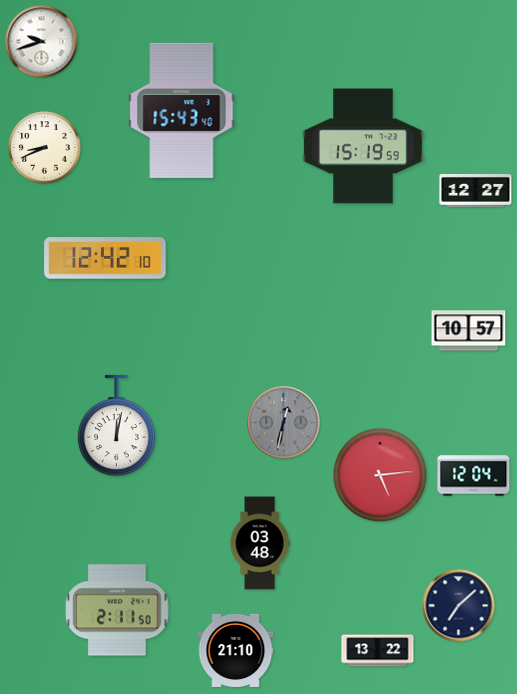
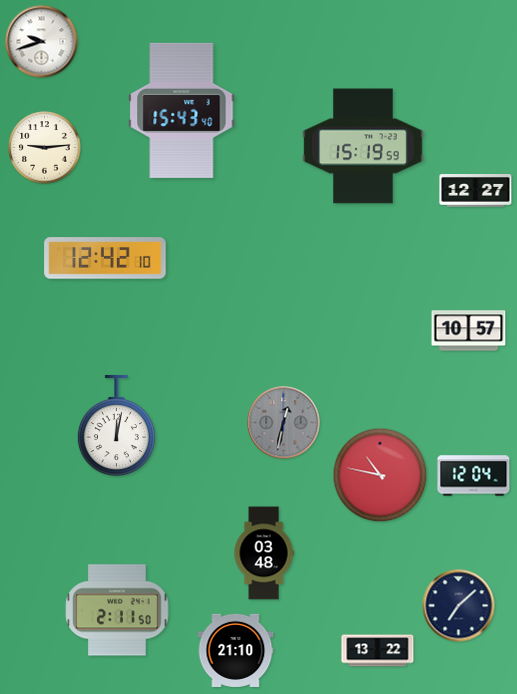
clock at (45, 148): 8:41 -> 9:14
clock at (380, 475): 5:14 -> 10:47
clock at (260, 543) position: (260, 543) -> (264, 553)
